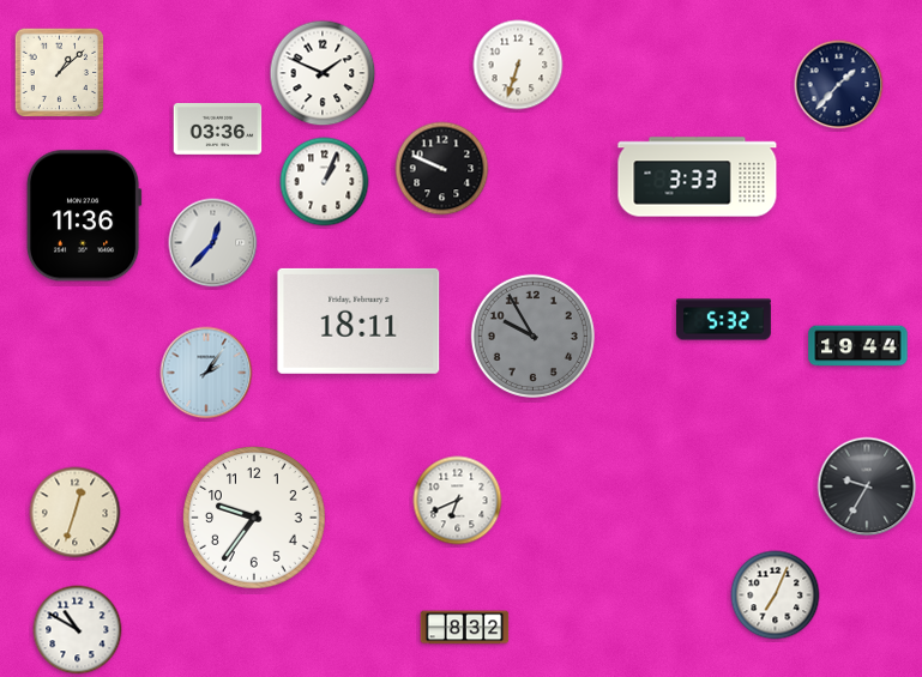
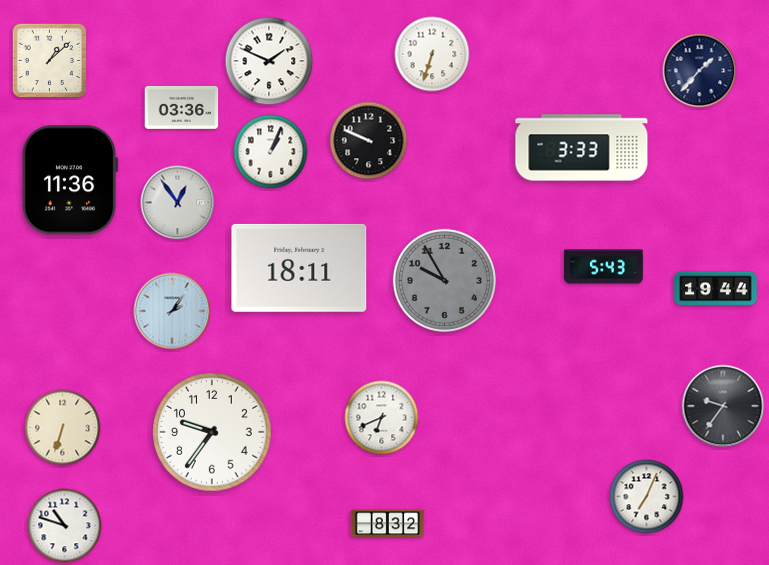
clock at (213, 243): 12:37 -> 12:54
clock at (724, 320): 5:32 -> 5:43
clock at (867, 486): 9:35 -> 9:36
clock at (76, 513): 12:33 -> 6:33
clock at (78, 630): 10:50 -> 10:48
